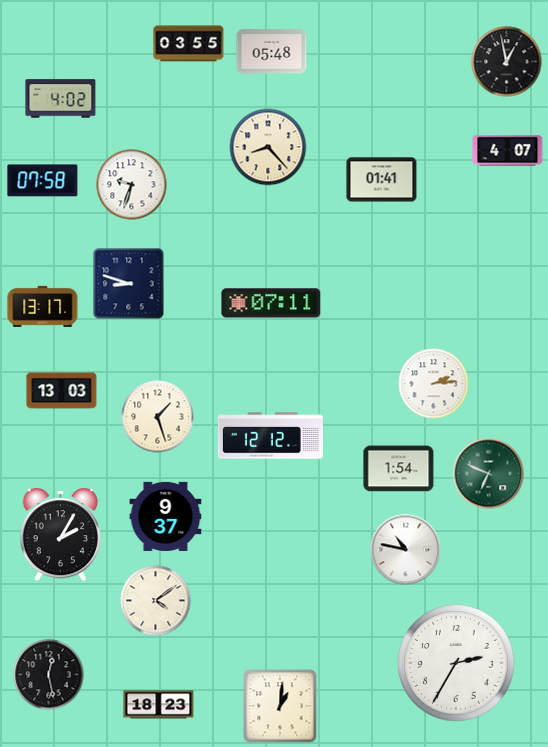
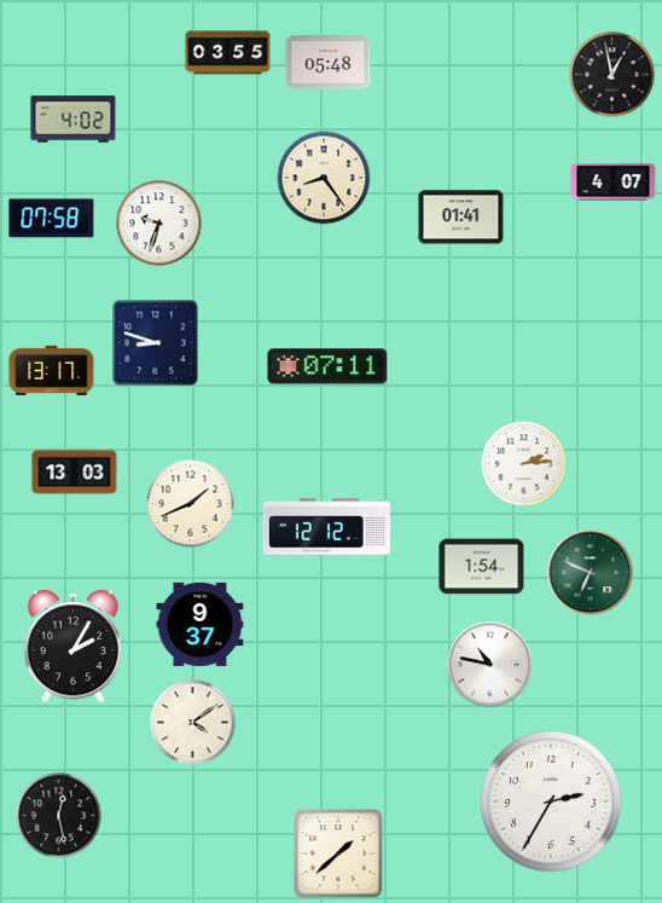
clock at (268, 147): 8:23 -> 8:24
clock at (158, 417): 1:27 -> 1:41
clock at (156, 601) position: (156, 601) -> (193, 723)
clock at (159, 705): 18:23 -> none
clock at (280, 706): 1:01 -> 1:38
